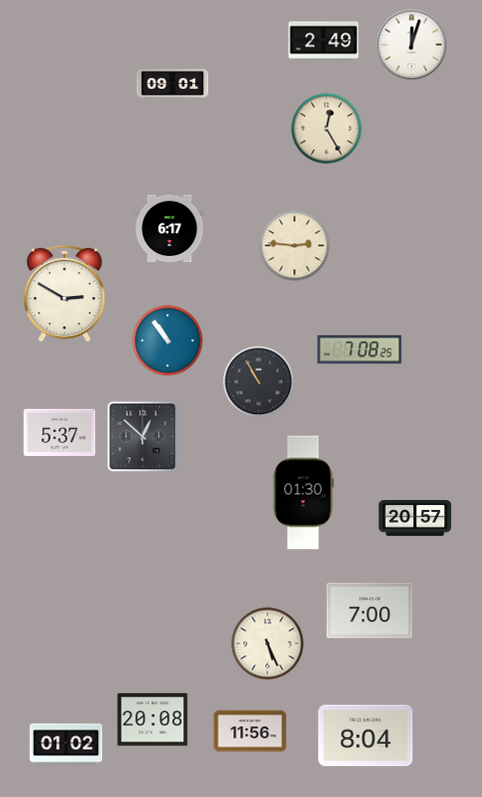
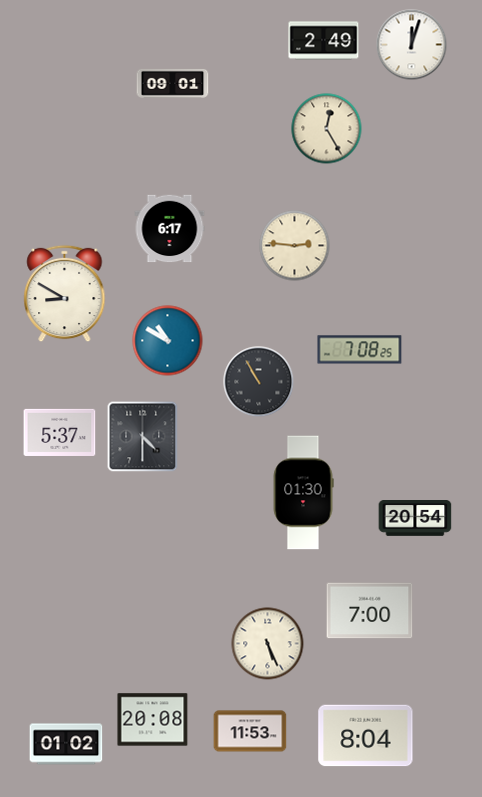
clock at (65, 294): 2:50 -> 8:50
clock at (168, 341): 10:54 -> 10:50
clock at (143, 437): 12:52 -> 4:30
clock at (415, 519): 20:57 -> 20:54
clock at (250, 731): 11:56 -> 11:53
